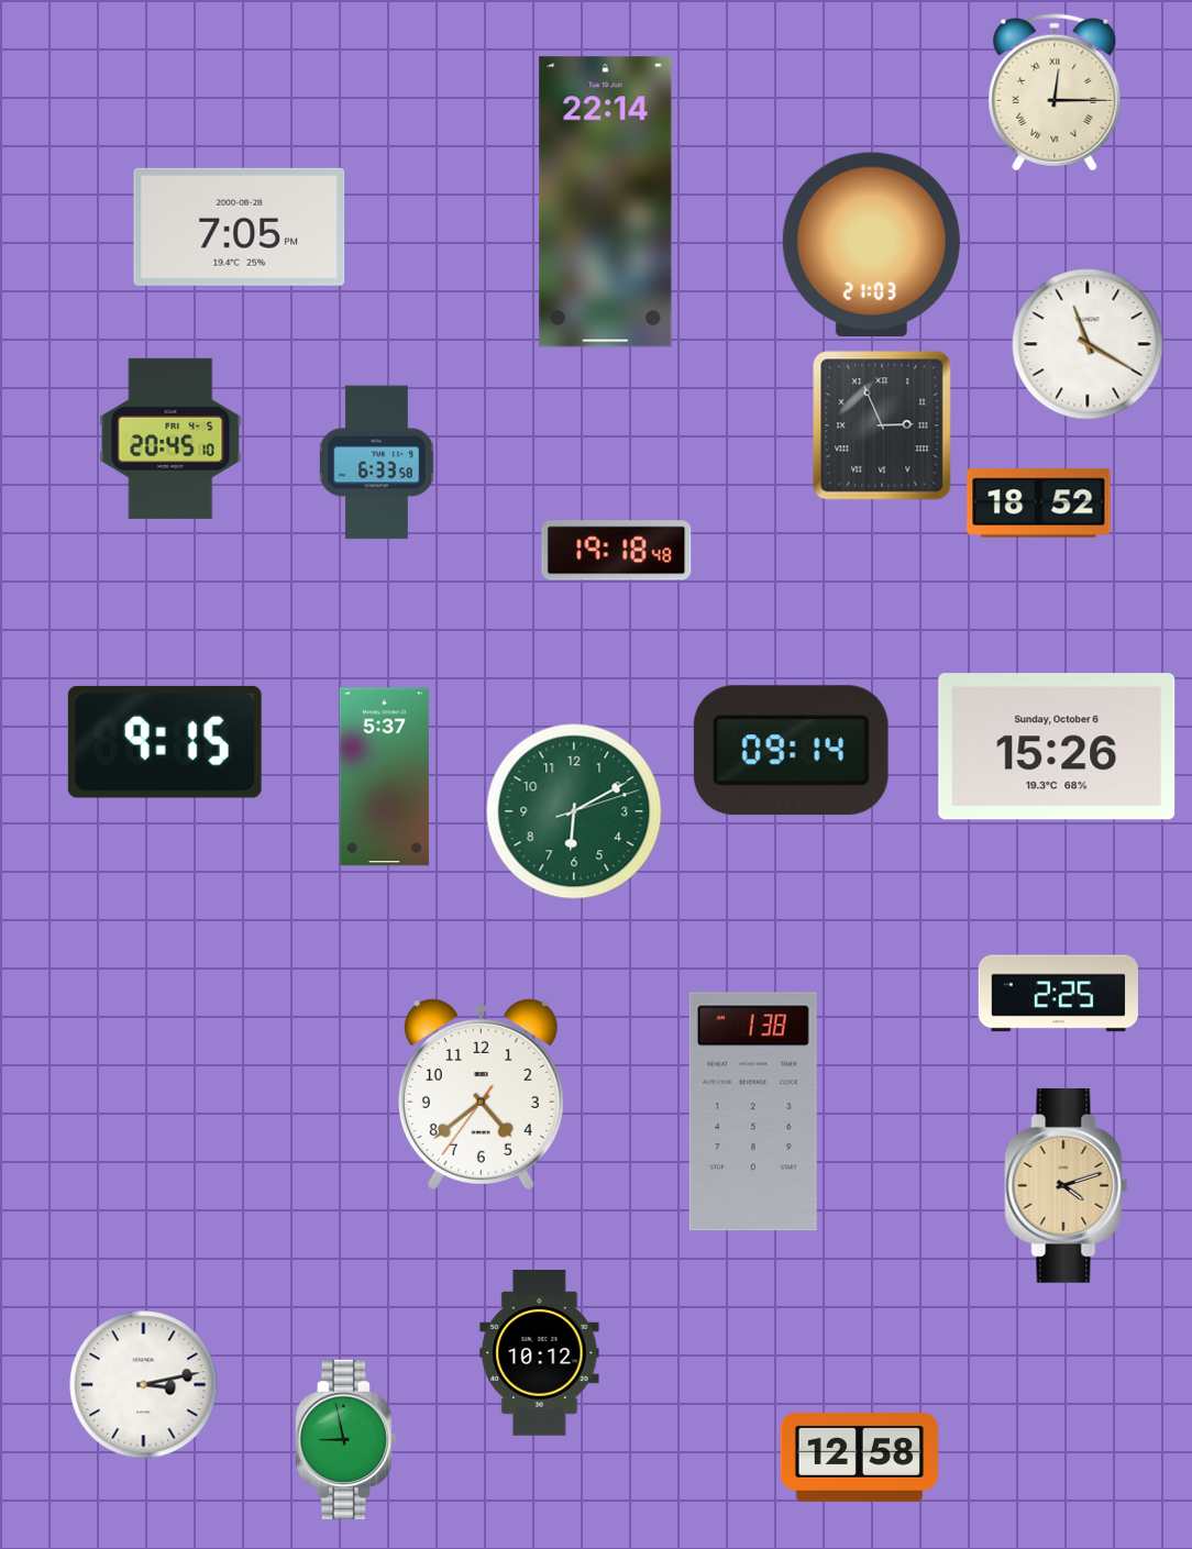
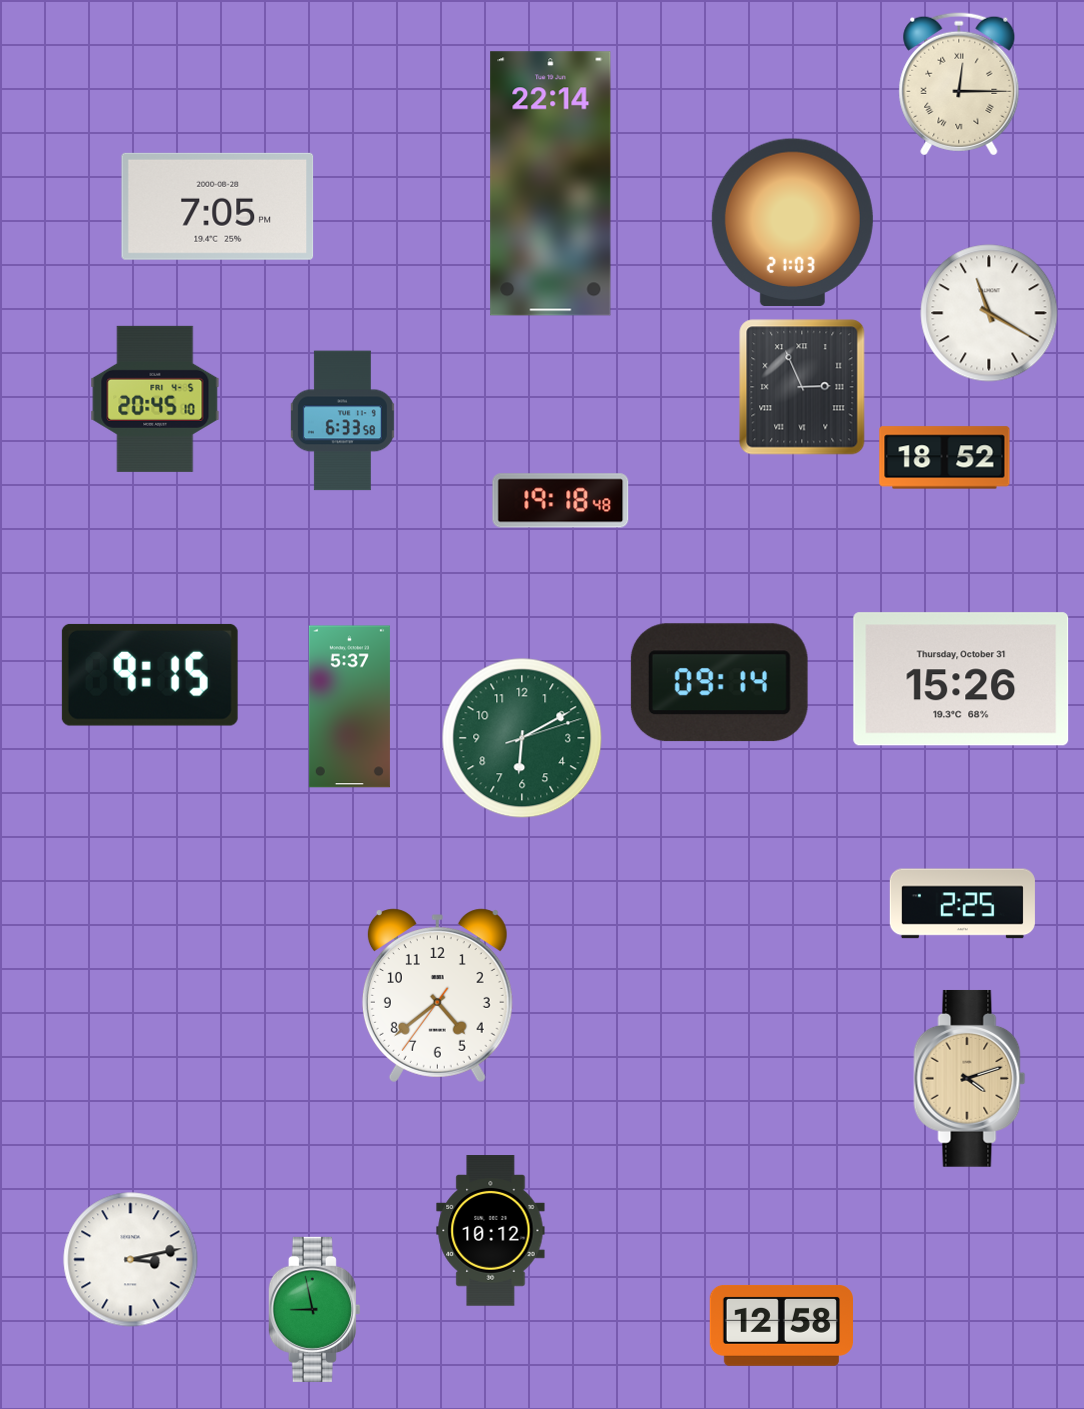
clock at (1057, 746) date: Sunday, October 6 -> Thursday, October 31
clock at (753, 1111): 1:38 -> none
